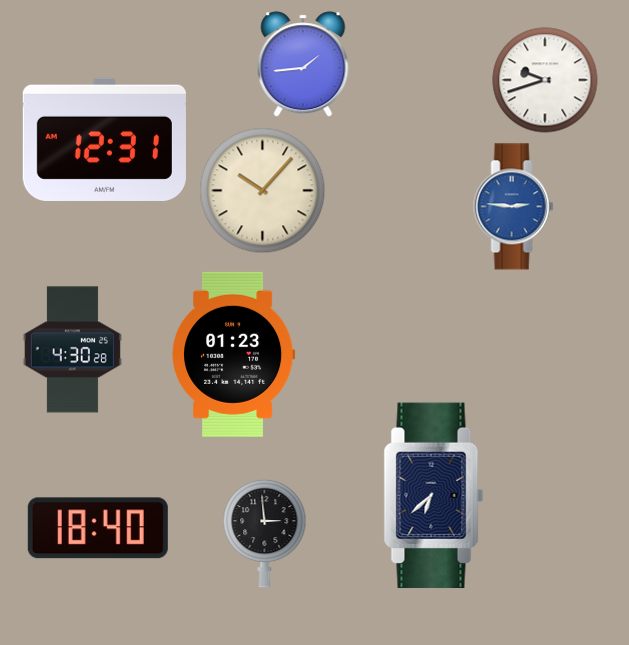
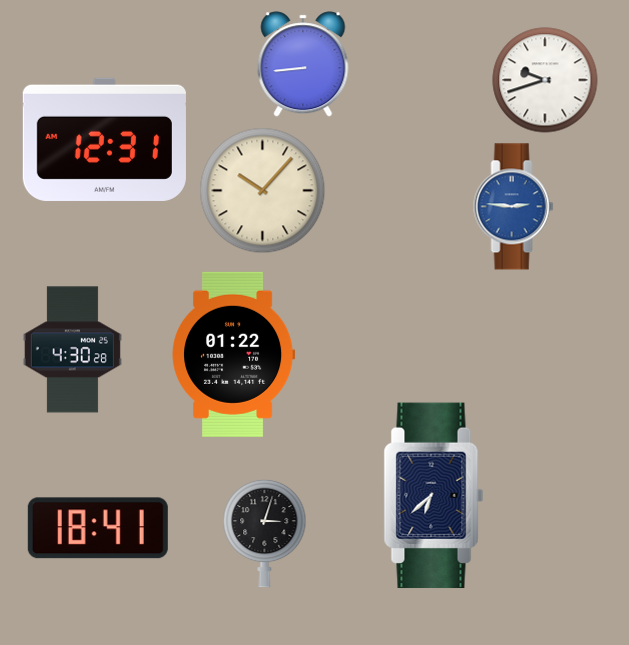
clock at (303, 64): 1:44 -> 8:44
clock at (234, 354): 01:23 -> 01:22
clock at (98, 528): 18:40 -> 18:41
clock at (265, 533): 2:59 -> 3:03
